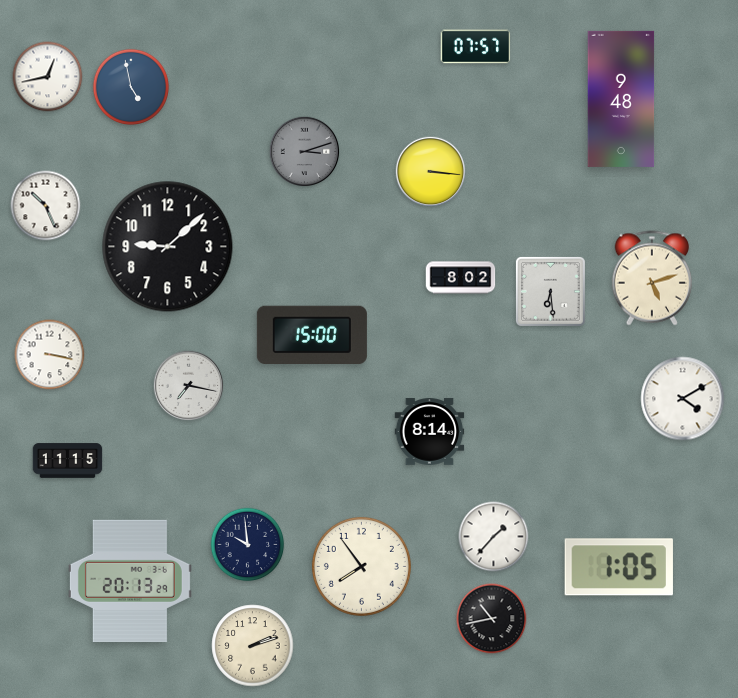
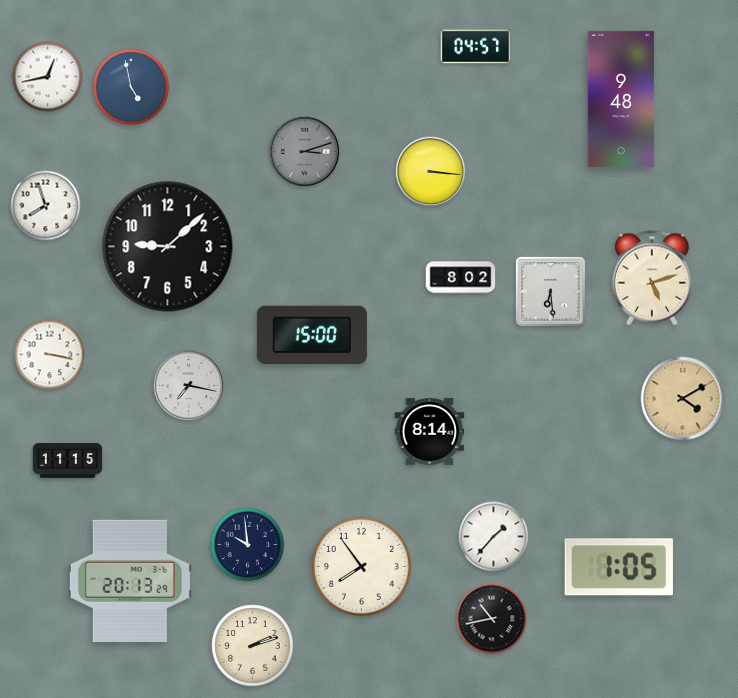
clock at (476, 47): 07:57 -> 04:57
clock at (46, 206): 10:26 -> 7:57
clock at (683, 399) dial: white -> champagne
